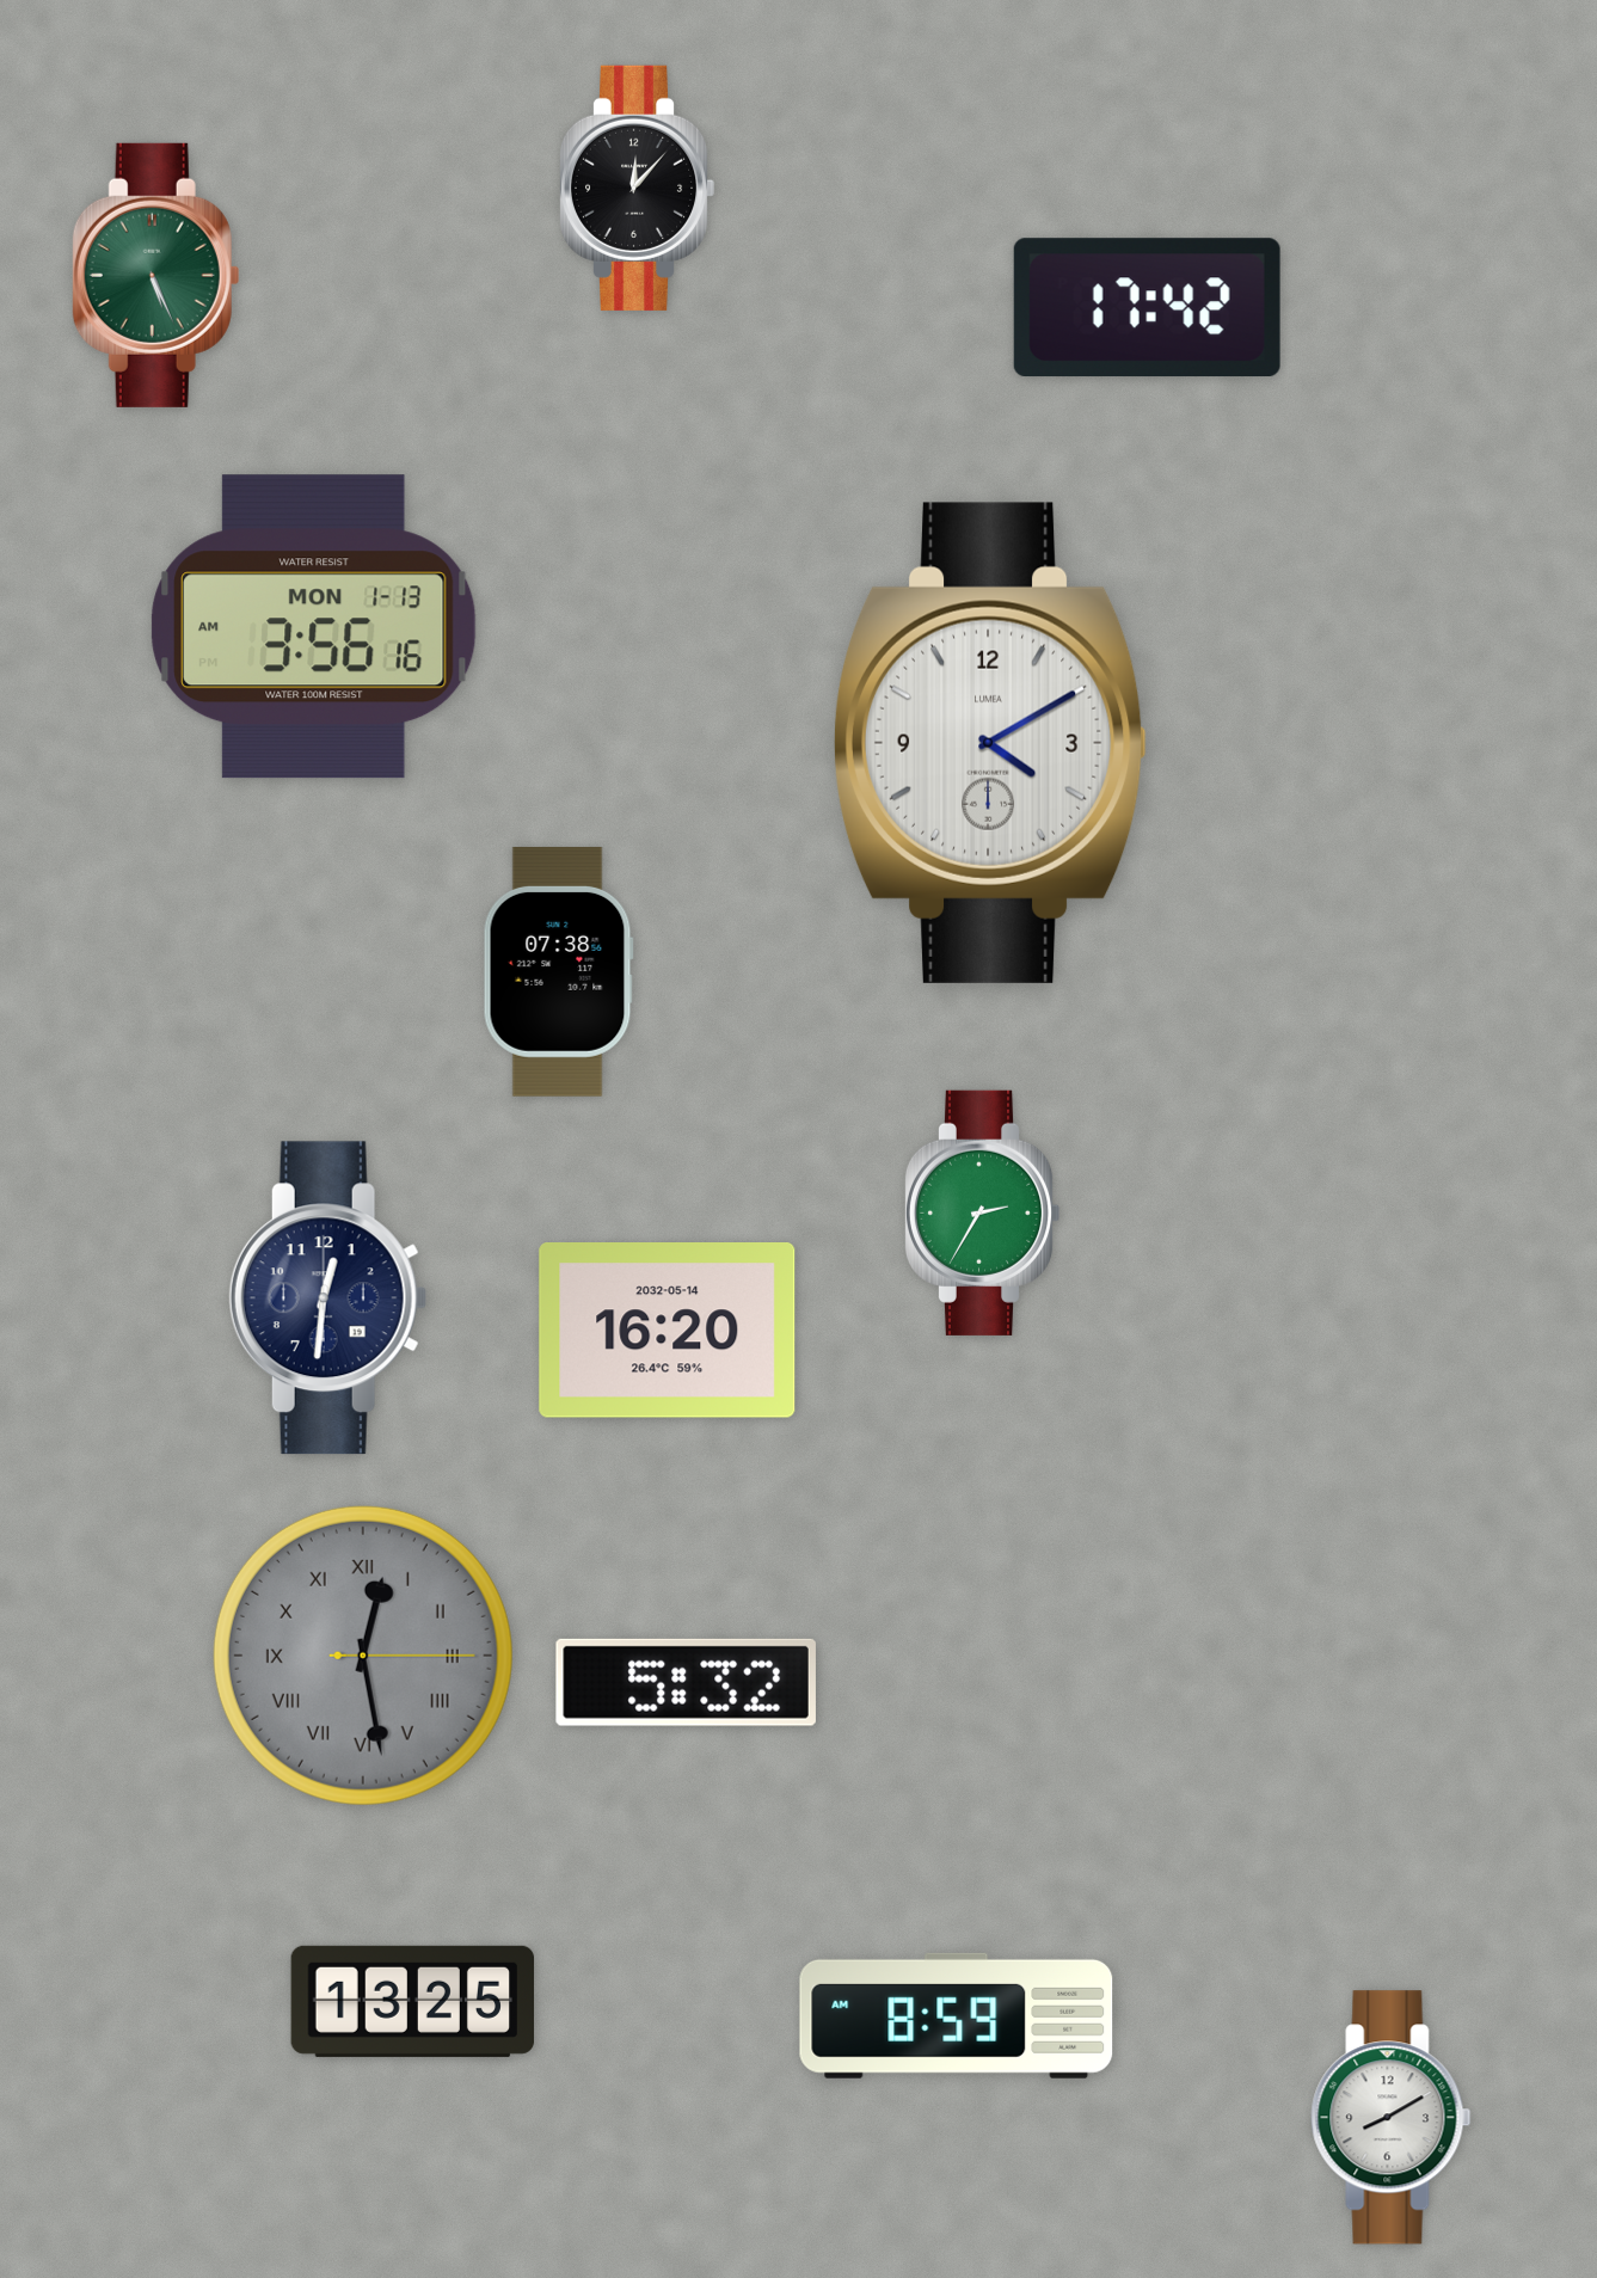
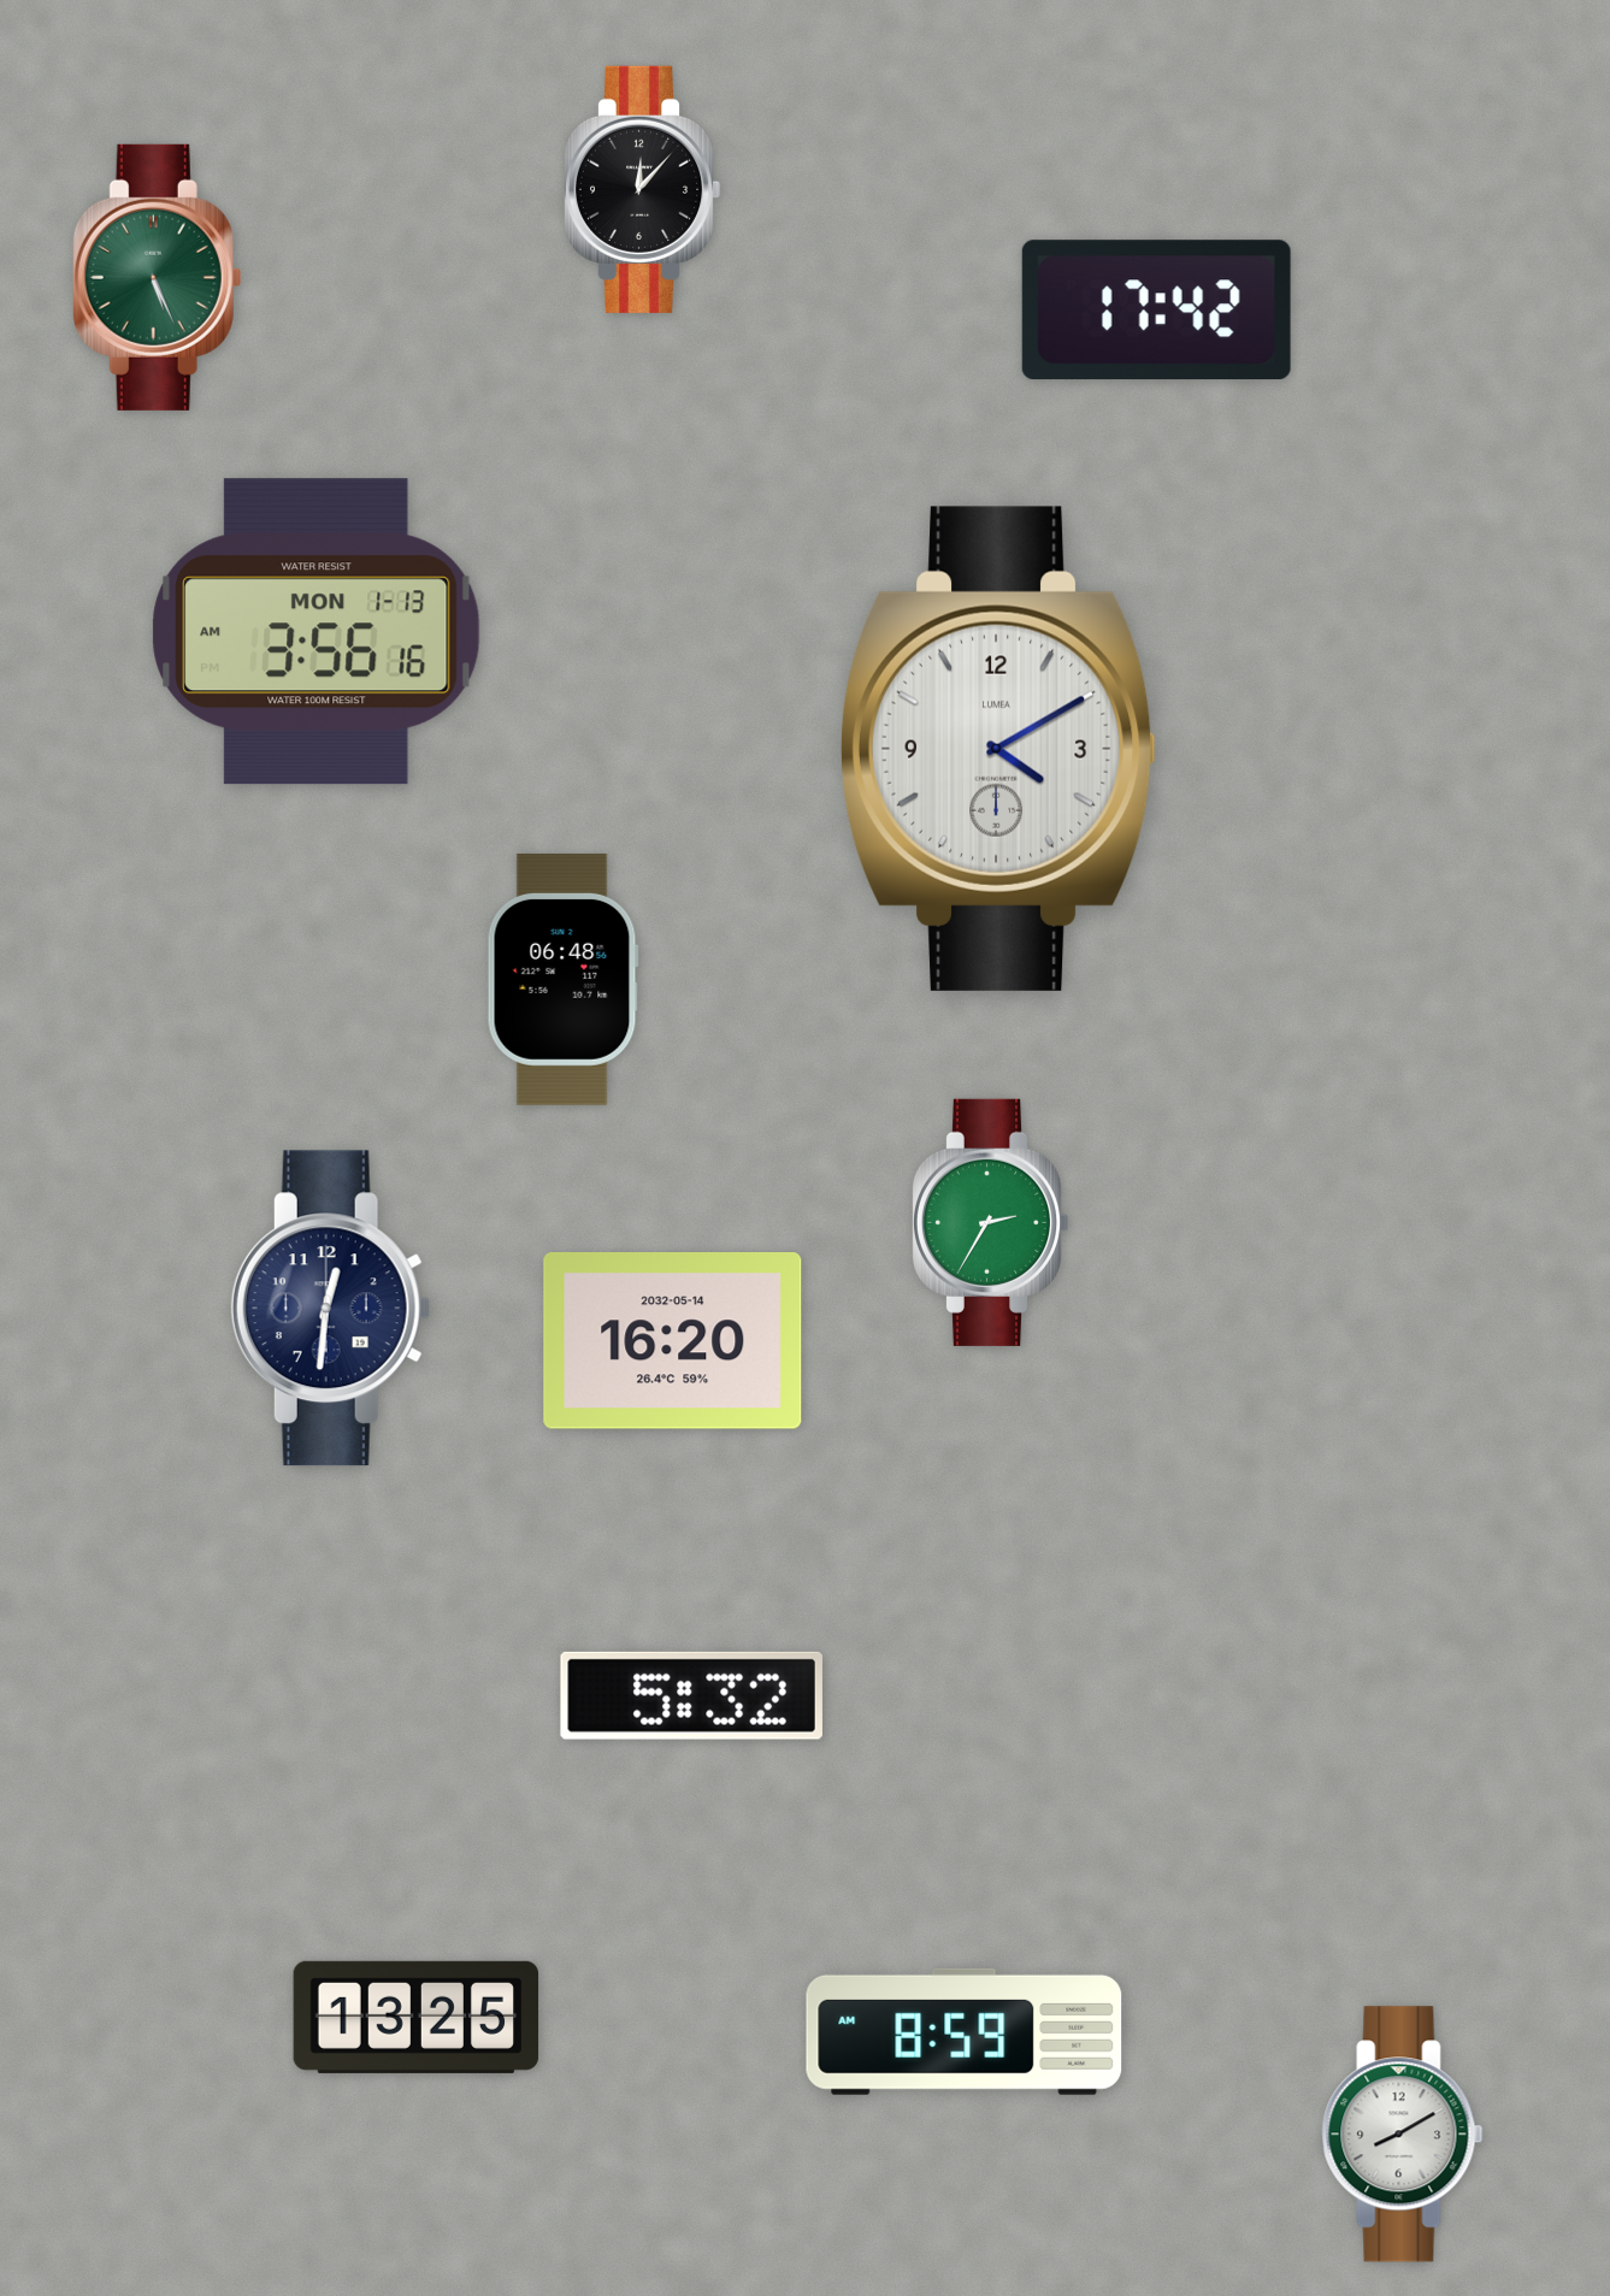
clock at (558, 971): 07:38 -> 06:48
clock at (363, 1656): 12:28 -> none
